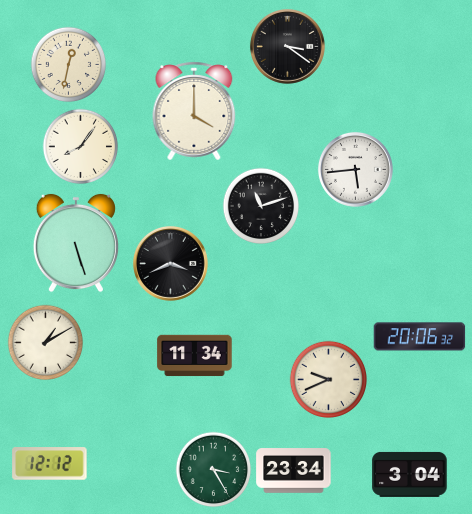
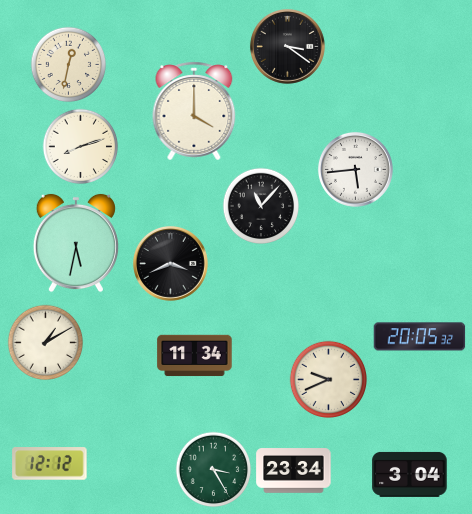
clock at (81, 147): 8:06 -> 8:12
clock at (261, 206): 11:12 -> 11:07
clock at (76, 243): 5:27 -> 5:32
clock at (420, 337): 20:06 -> 20:05
